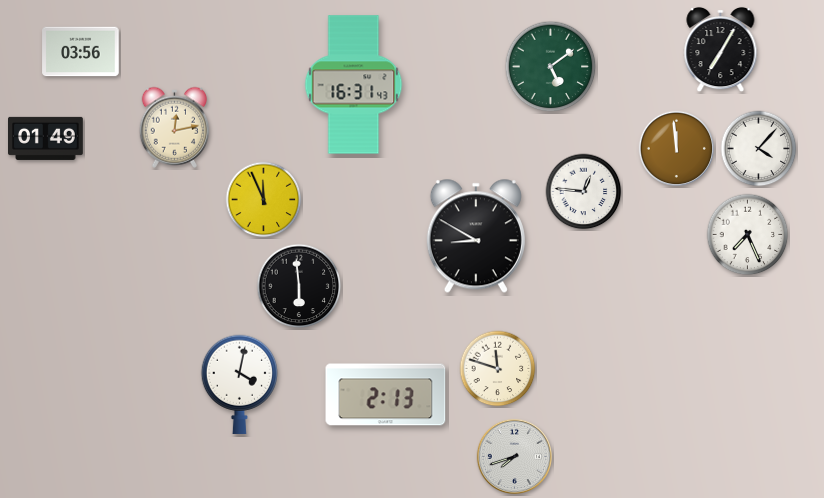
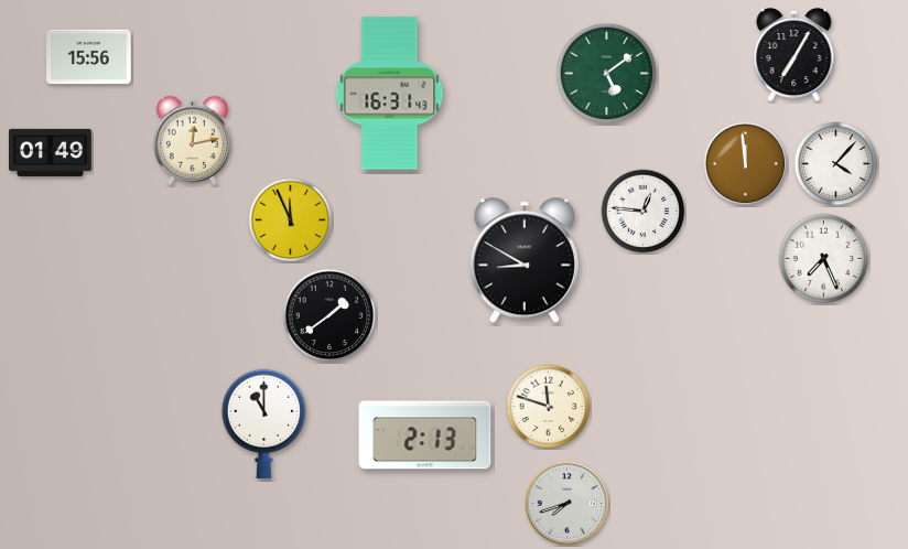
clock at (81, 52): 03:56 -> 15:56
clock at (299, 286): 5:59 -> 1:39
clock at (239, 384): 4:02 -> 11:00
